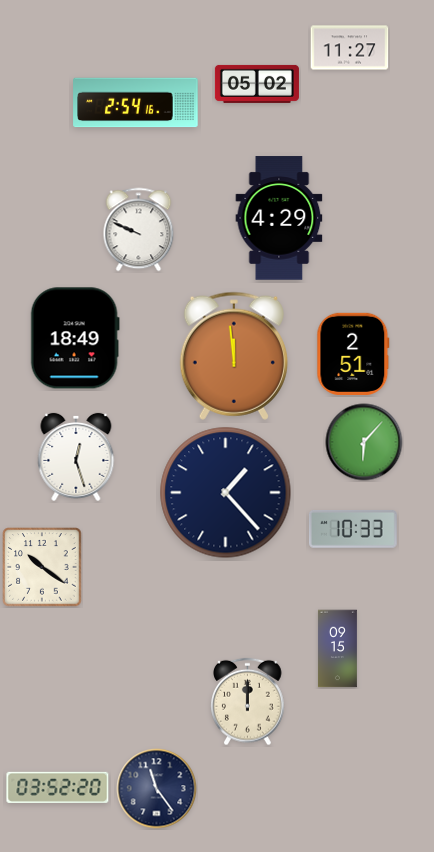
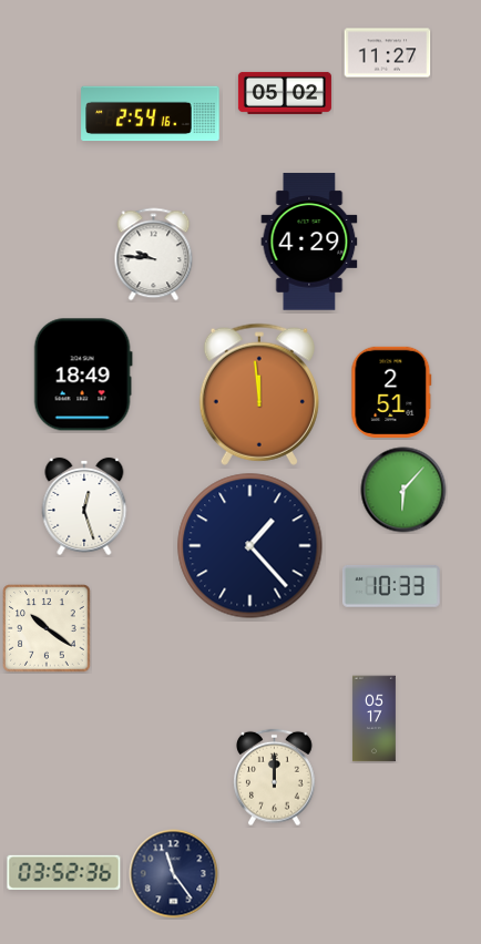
clock at (139, 230): 9:49 -> 9:46
clock at (337, 649): 09:15 -> 05:17
clock at (58, 787): 03:52:20 -> 03:52:36
